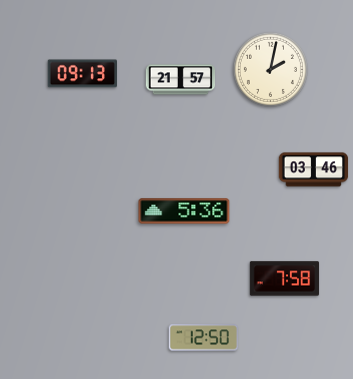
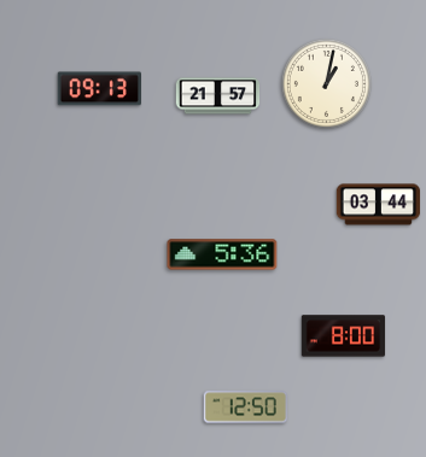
clock at (270, 69): 2:02 -> 1:02
clock at (314, 170): 03:46 -> 03:44
clock at (285, 279): 7:58 -> 8:00
